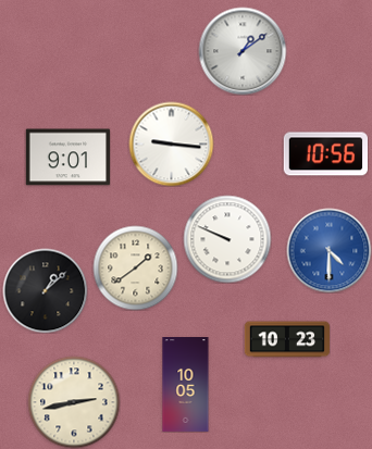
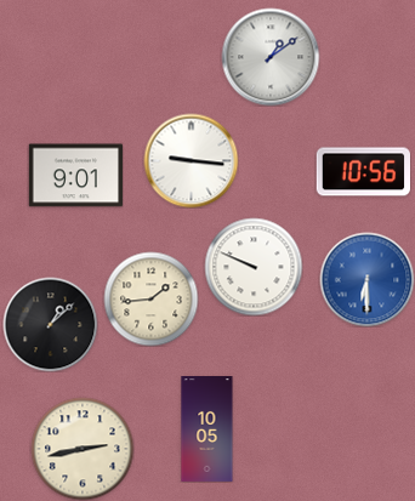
clock at (328, 250): 4:30 -> 6:30
clock at (135, 267): 1:39 -> 1:44
clock at (286, 339): 10:23 -> none
